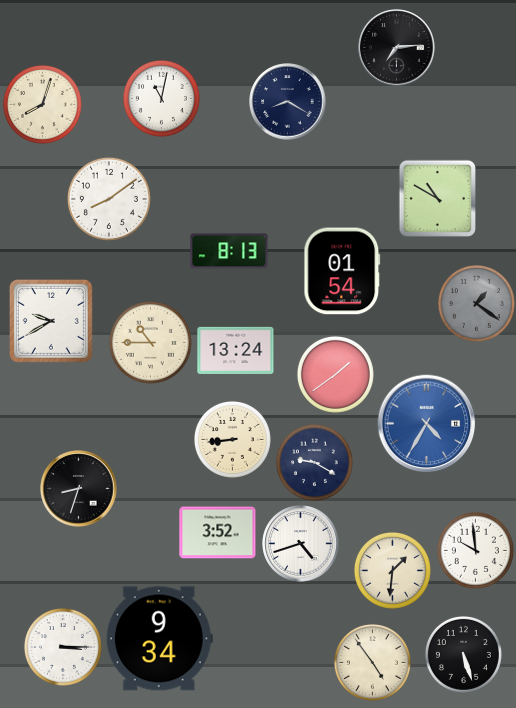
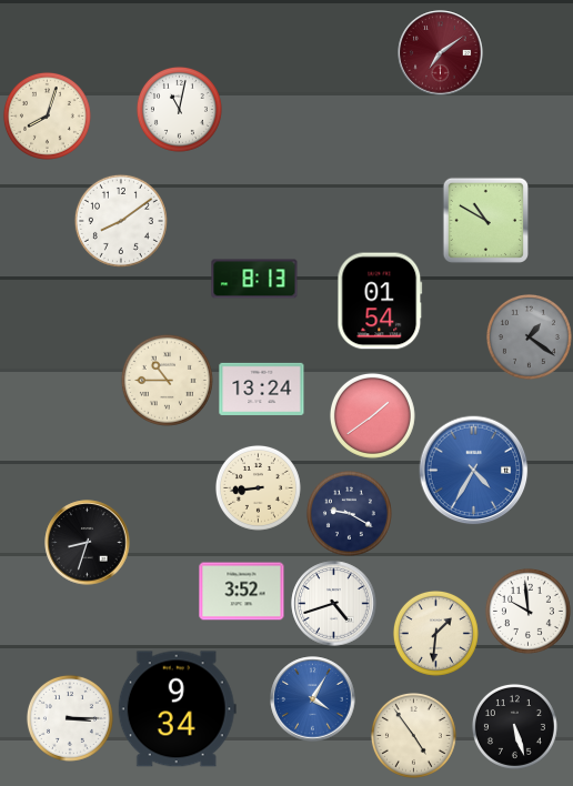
clock at (397, 48): 7:14 -> 7:09
clock at (397, 48) dial: black -> burgundy
clock at (288, 102): 8:20 -> none
clock at (51, 321): 9:40 -> none
clock at (313, 699): none -> 4:05
